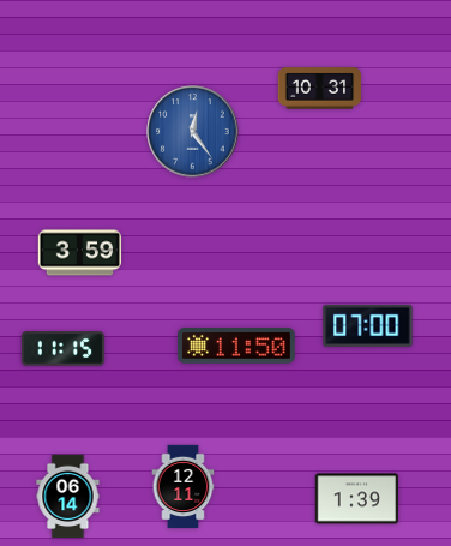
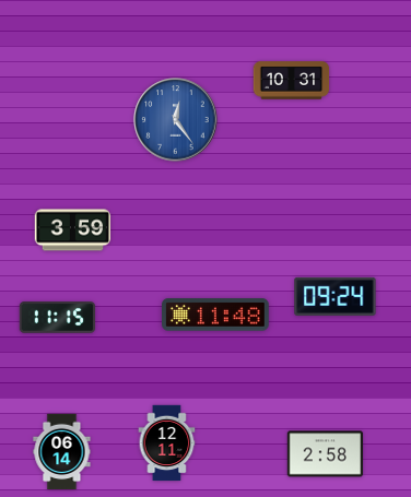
clock at (368, 325): 07:00 -> 09:24
clock at (237, 346): 11:50 -> 11:48
clock at (357, 499): 1:39 -> 2:58
